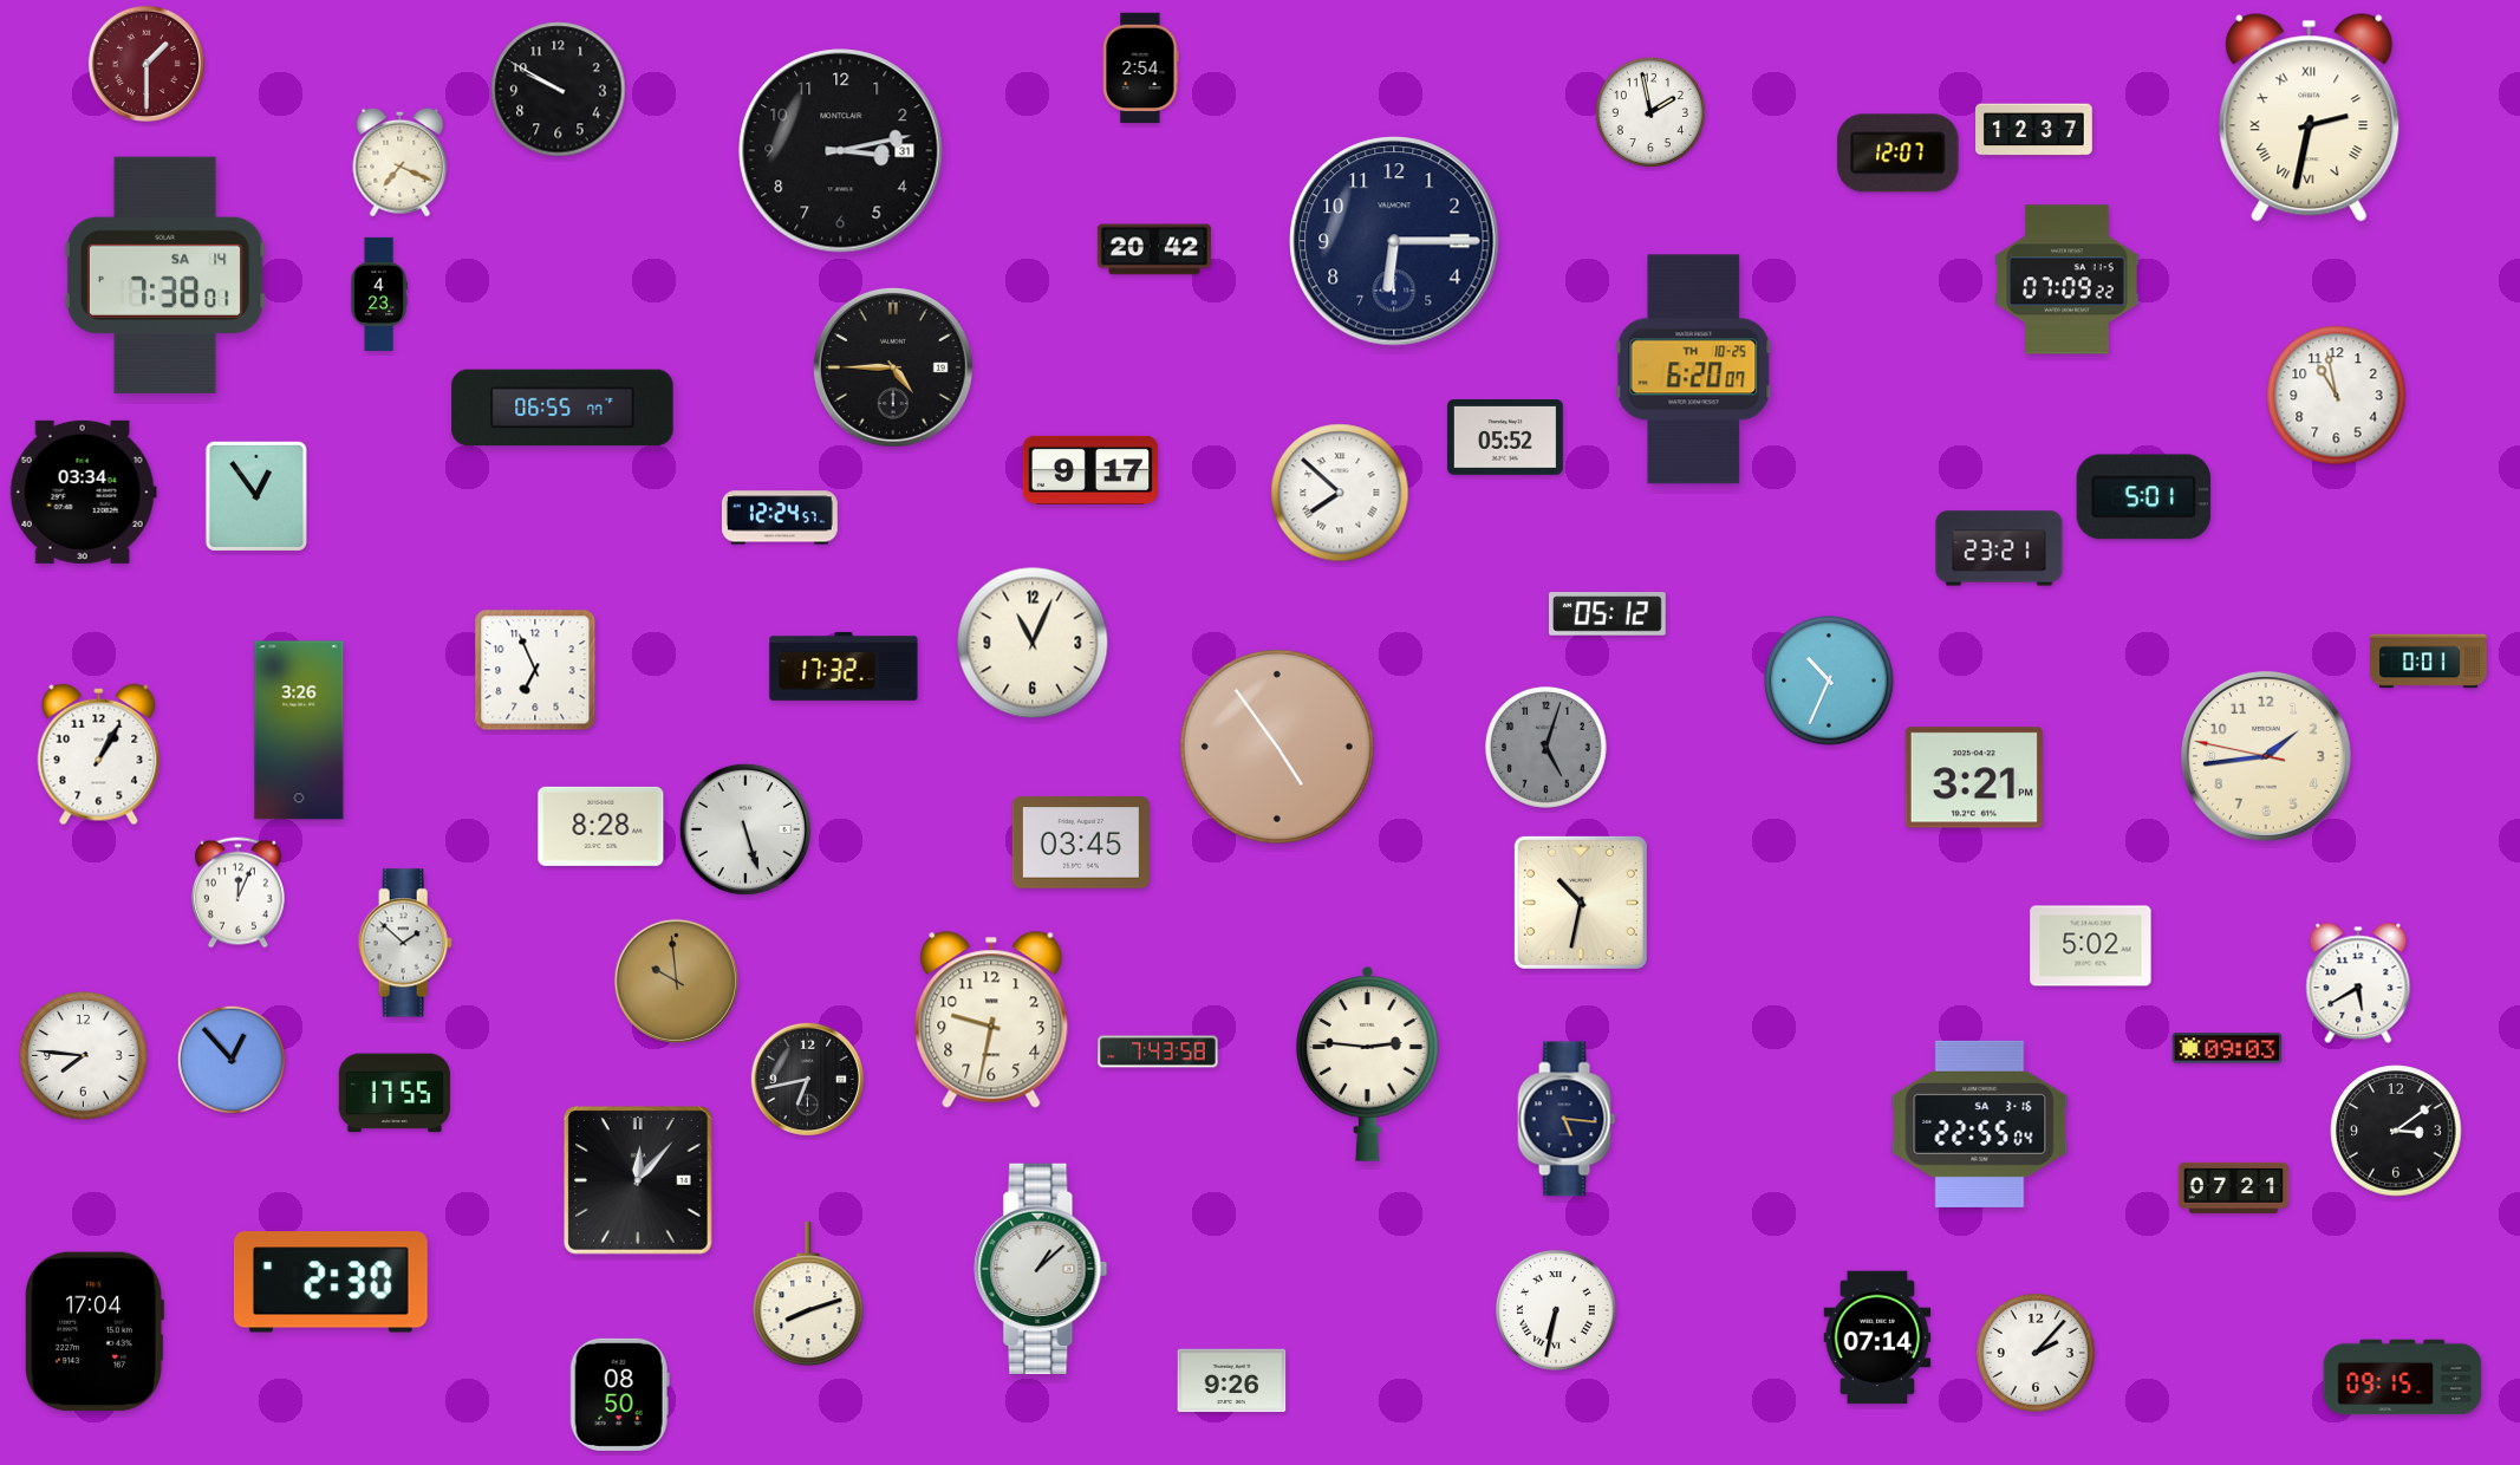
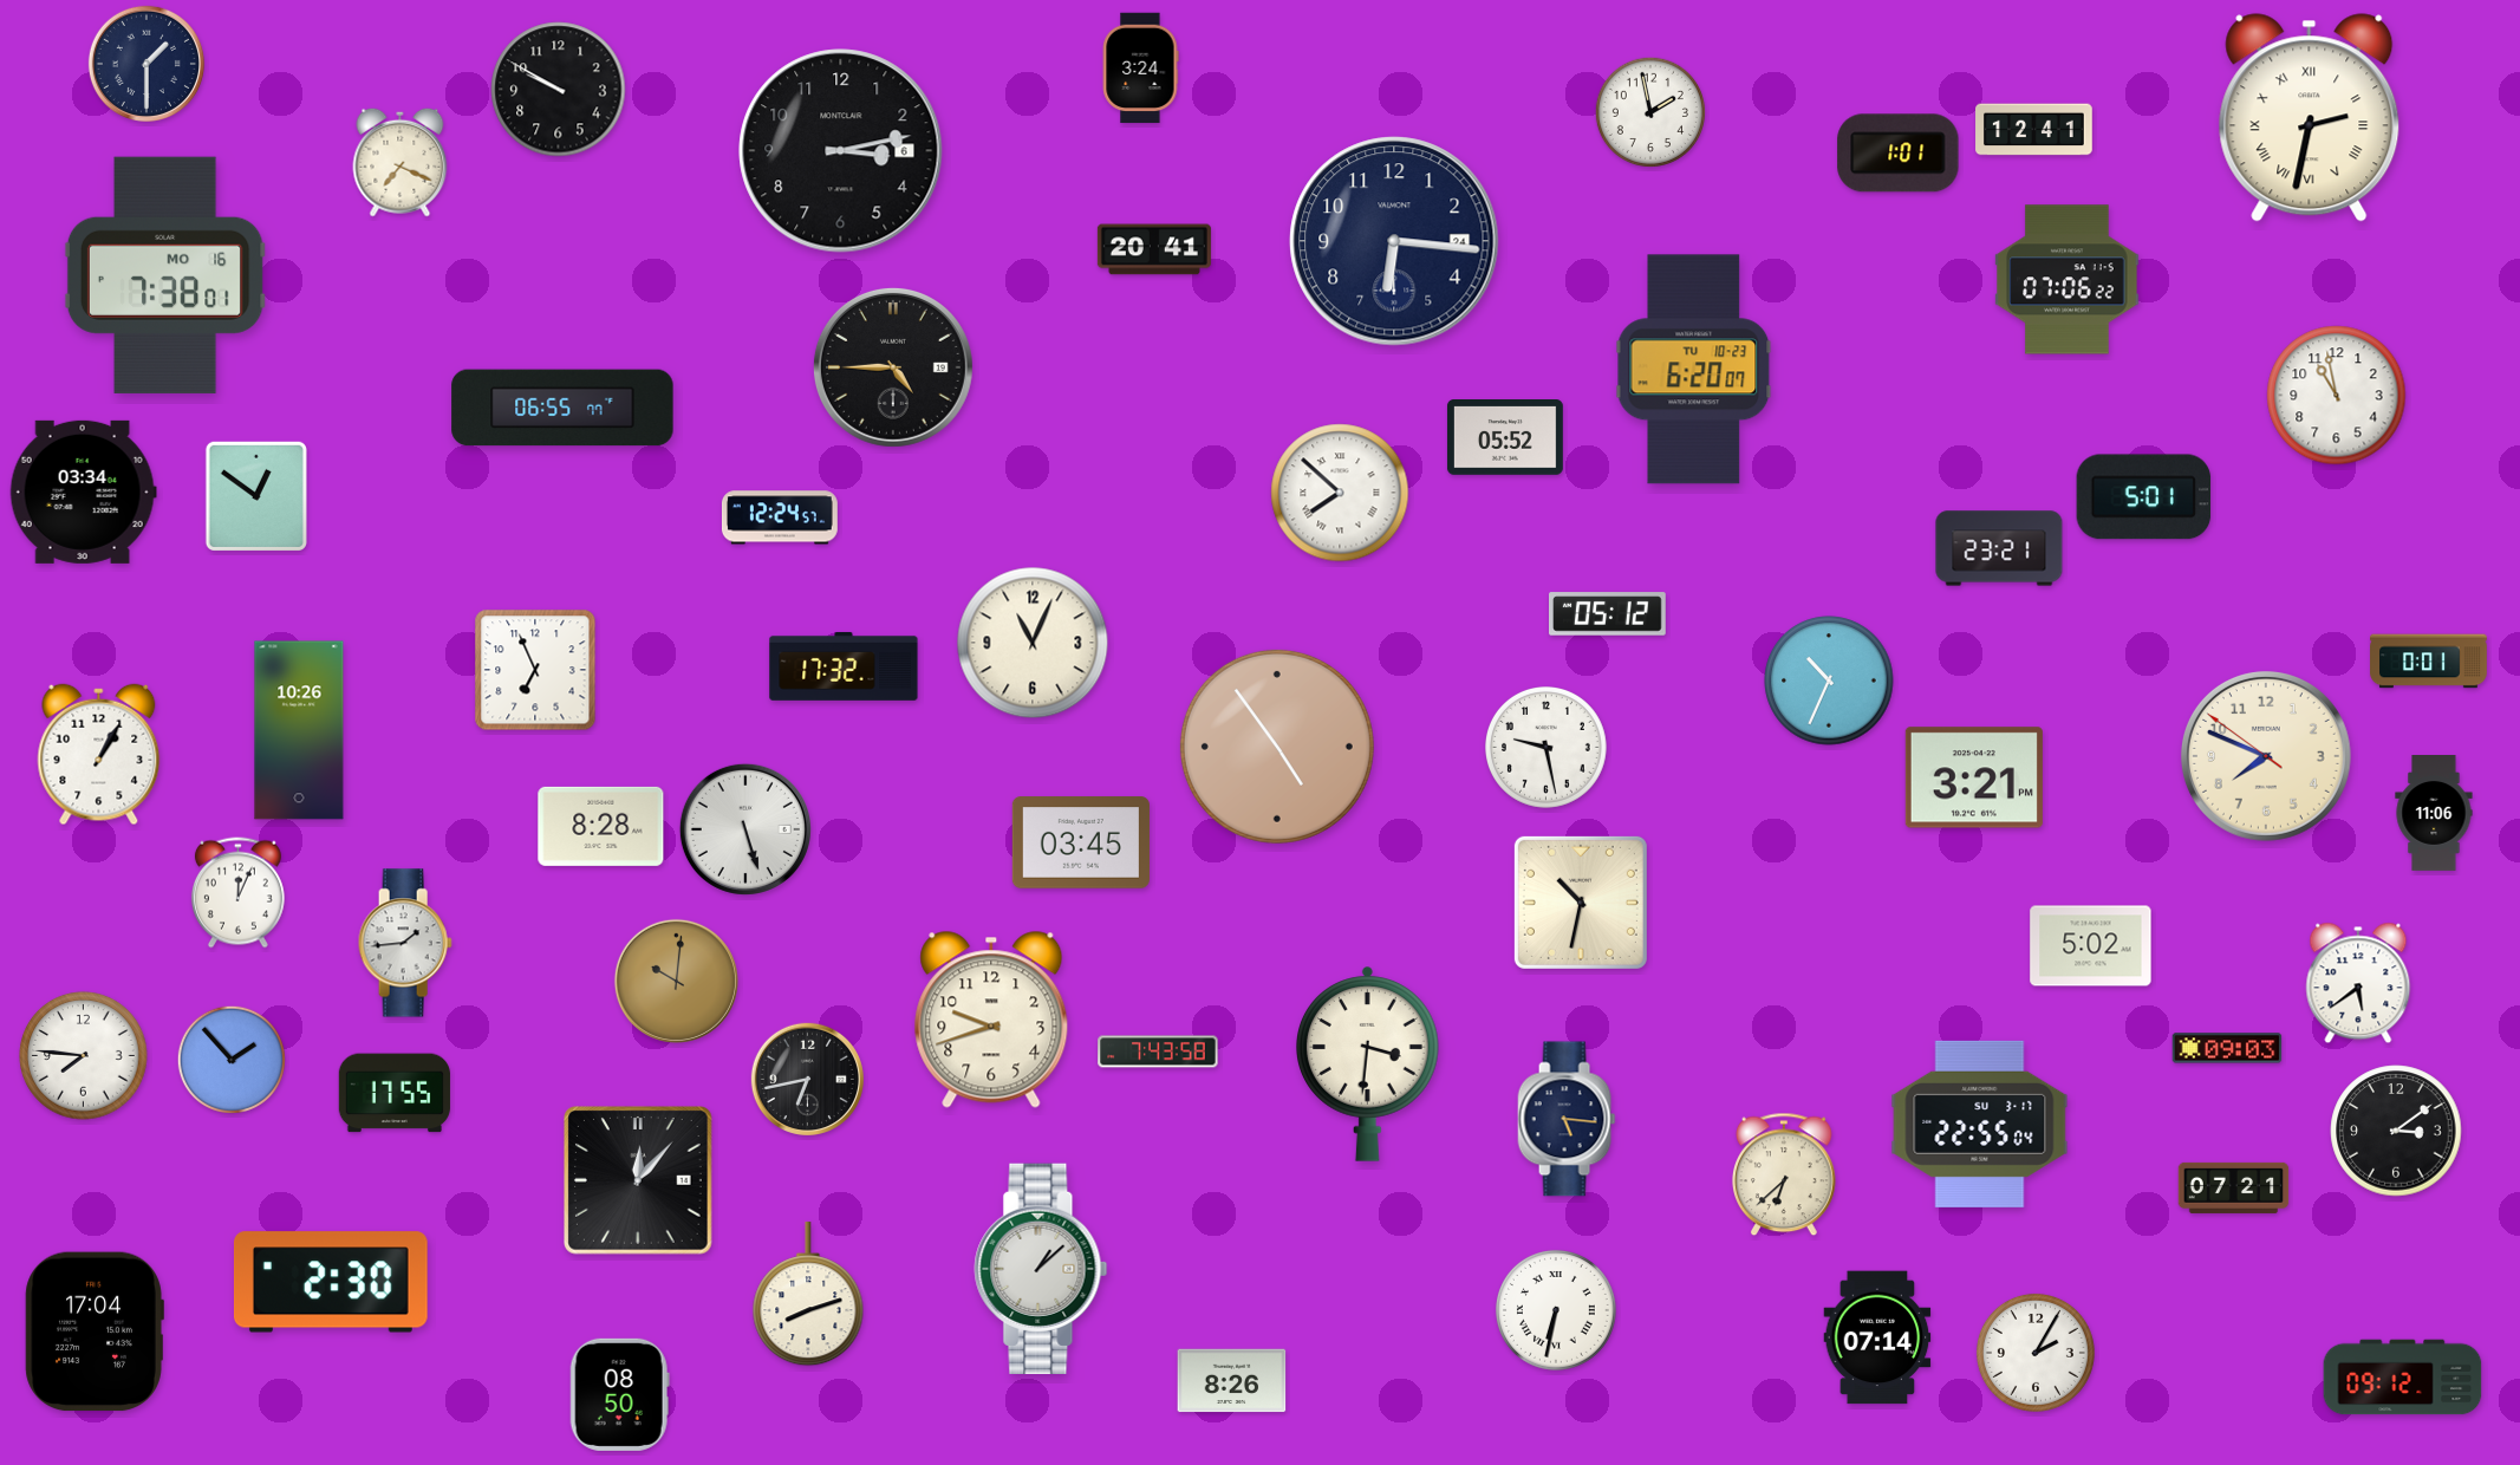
clock at (146, 64) dial: burgundy -> navy
clock at (1140, 69): 2:54 -> 3:24
clock at (2034, 130): 12:37 -> 12:41
clock at (841, 151) date: 31 -> 6
clock at (1899, 154): 12:07 -> 1:01
clock at (1394, 241): 6:15 -> 6:16
clock at (1154, 249): 20:42 -> 20:41
clock at (165, 275) date: SA 14 -> MO 16
clock at (2068, 280): 07:09 -> 07:06
clock at (379, 294): 4:23 -> none
clock at (1694, 370) date: TH 10-25 -> TU 10-23
clock at (1090, 470): 9:17 -> none
clock at (256, 496): 12:54 -> 12:51
clock at (299, 730): 3:26 -> 10:26
clock at (1546, 748): 5:03 -> 9:28
clock at (1546, 748) dial: grey -> white
clock at (2266, 756): 1:43 -> 7:48
clock at (2434, 814): none -> 11:06
clock at (405, 943): 1:52 -> 1:44
clock at (676, 981): 9:59 -> 10:01
clock at (2358, 983): 5:40 -> 5:39
clock at (991, 1020): 9:32 -> 9:42
clock at (230, 1059): 12:53 -> 1:53
clock at (1368, 1063): 2:46 -> 3:31
clock at (1980, 1124) date: SA 3-16 -> SU 3-17
clock at (1785, 1174): none -> 6:38
clock at (2036, 1353): 2:07 -> 2:05
clock at (2403, 1378): 09:15 -> 09:12
clock at (1232, 1381): 9:26 -> 8:26
